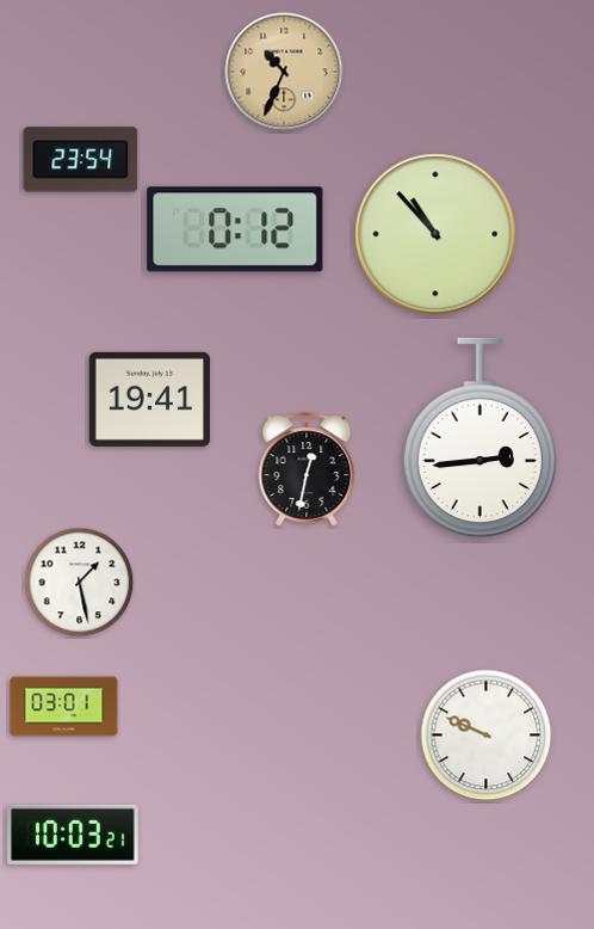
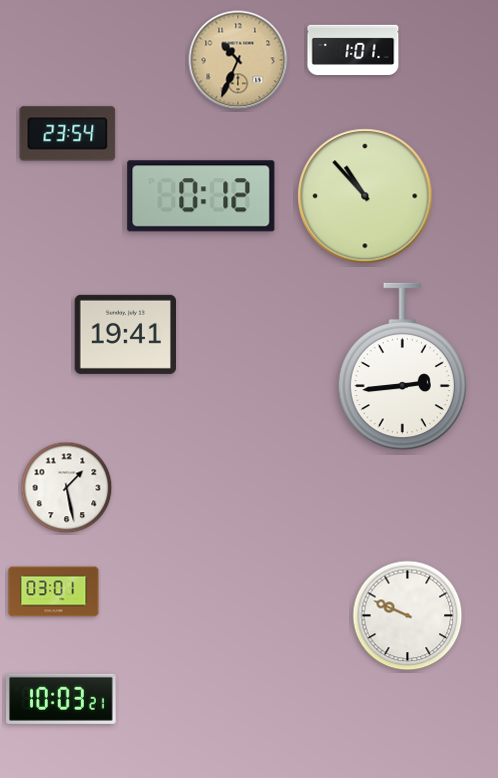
clock at (353, 50): none -> 1:01
clock at (235, 229) position: (235, 229) -> (201, 196)
clock at (307, 469): 12:32 -> none
